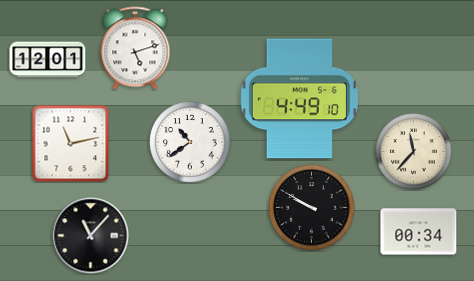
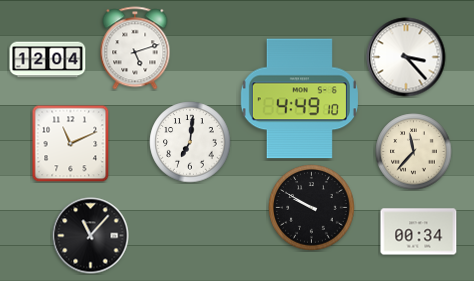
clock at (406, 57): none -> 3:23
clock at (48, 60): 12:01 -> 12:04
clock at (190, 142): 10:39 -> 7:01
clock at (70, 143): 11:13 -> 11:11
